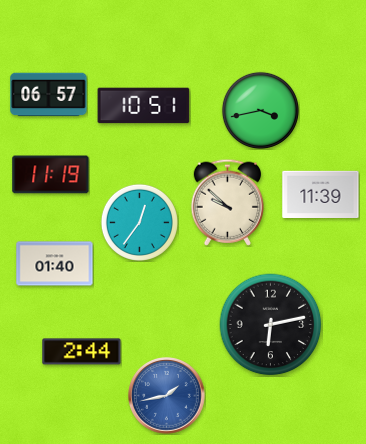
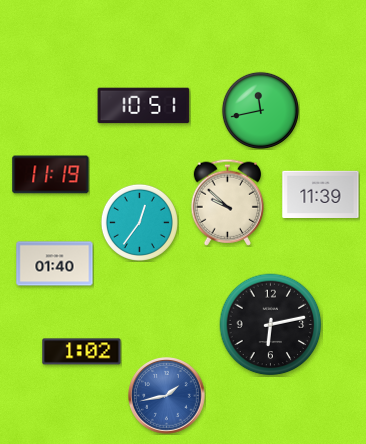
clock at (49, 95): 06:57 -> none
clock at (260, 110): 3:43 -> 11:43
clock at (82, 352): 2:44 -> 1:02
